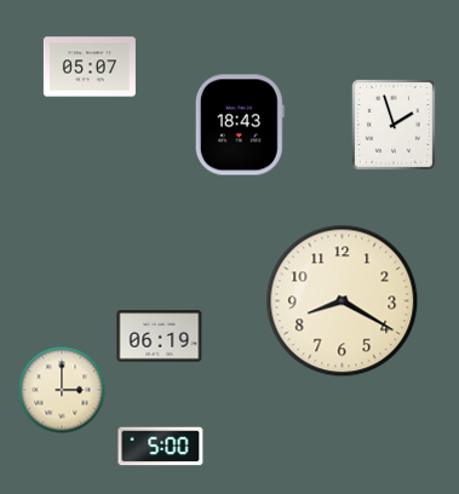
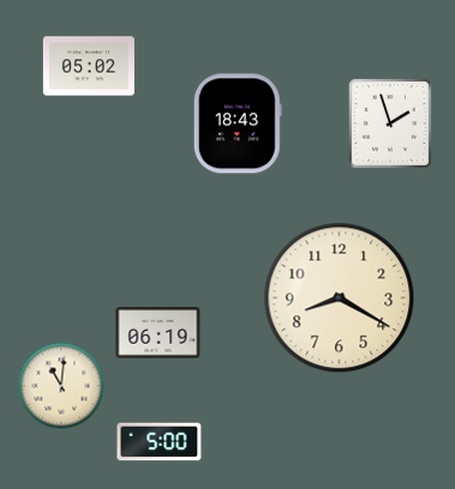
clock at (90, 67): 05:07 -> 05:02
clock at (62, 390): 3:00 -> 11:01
